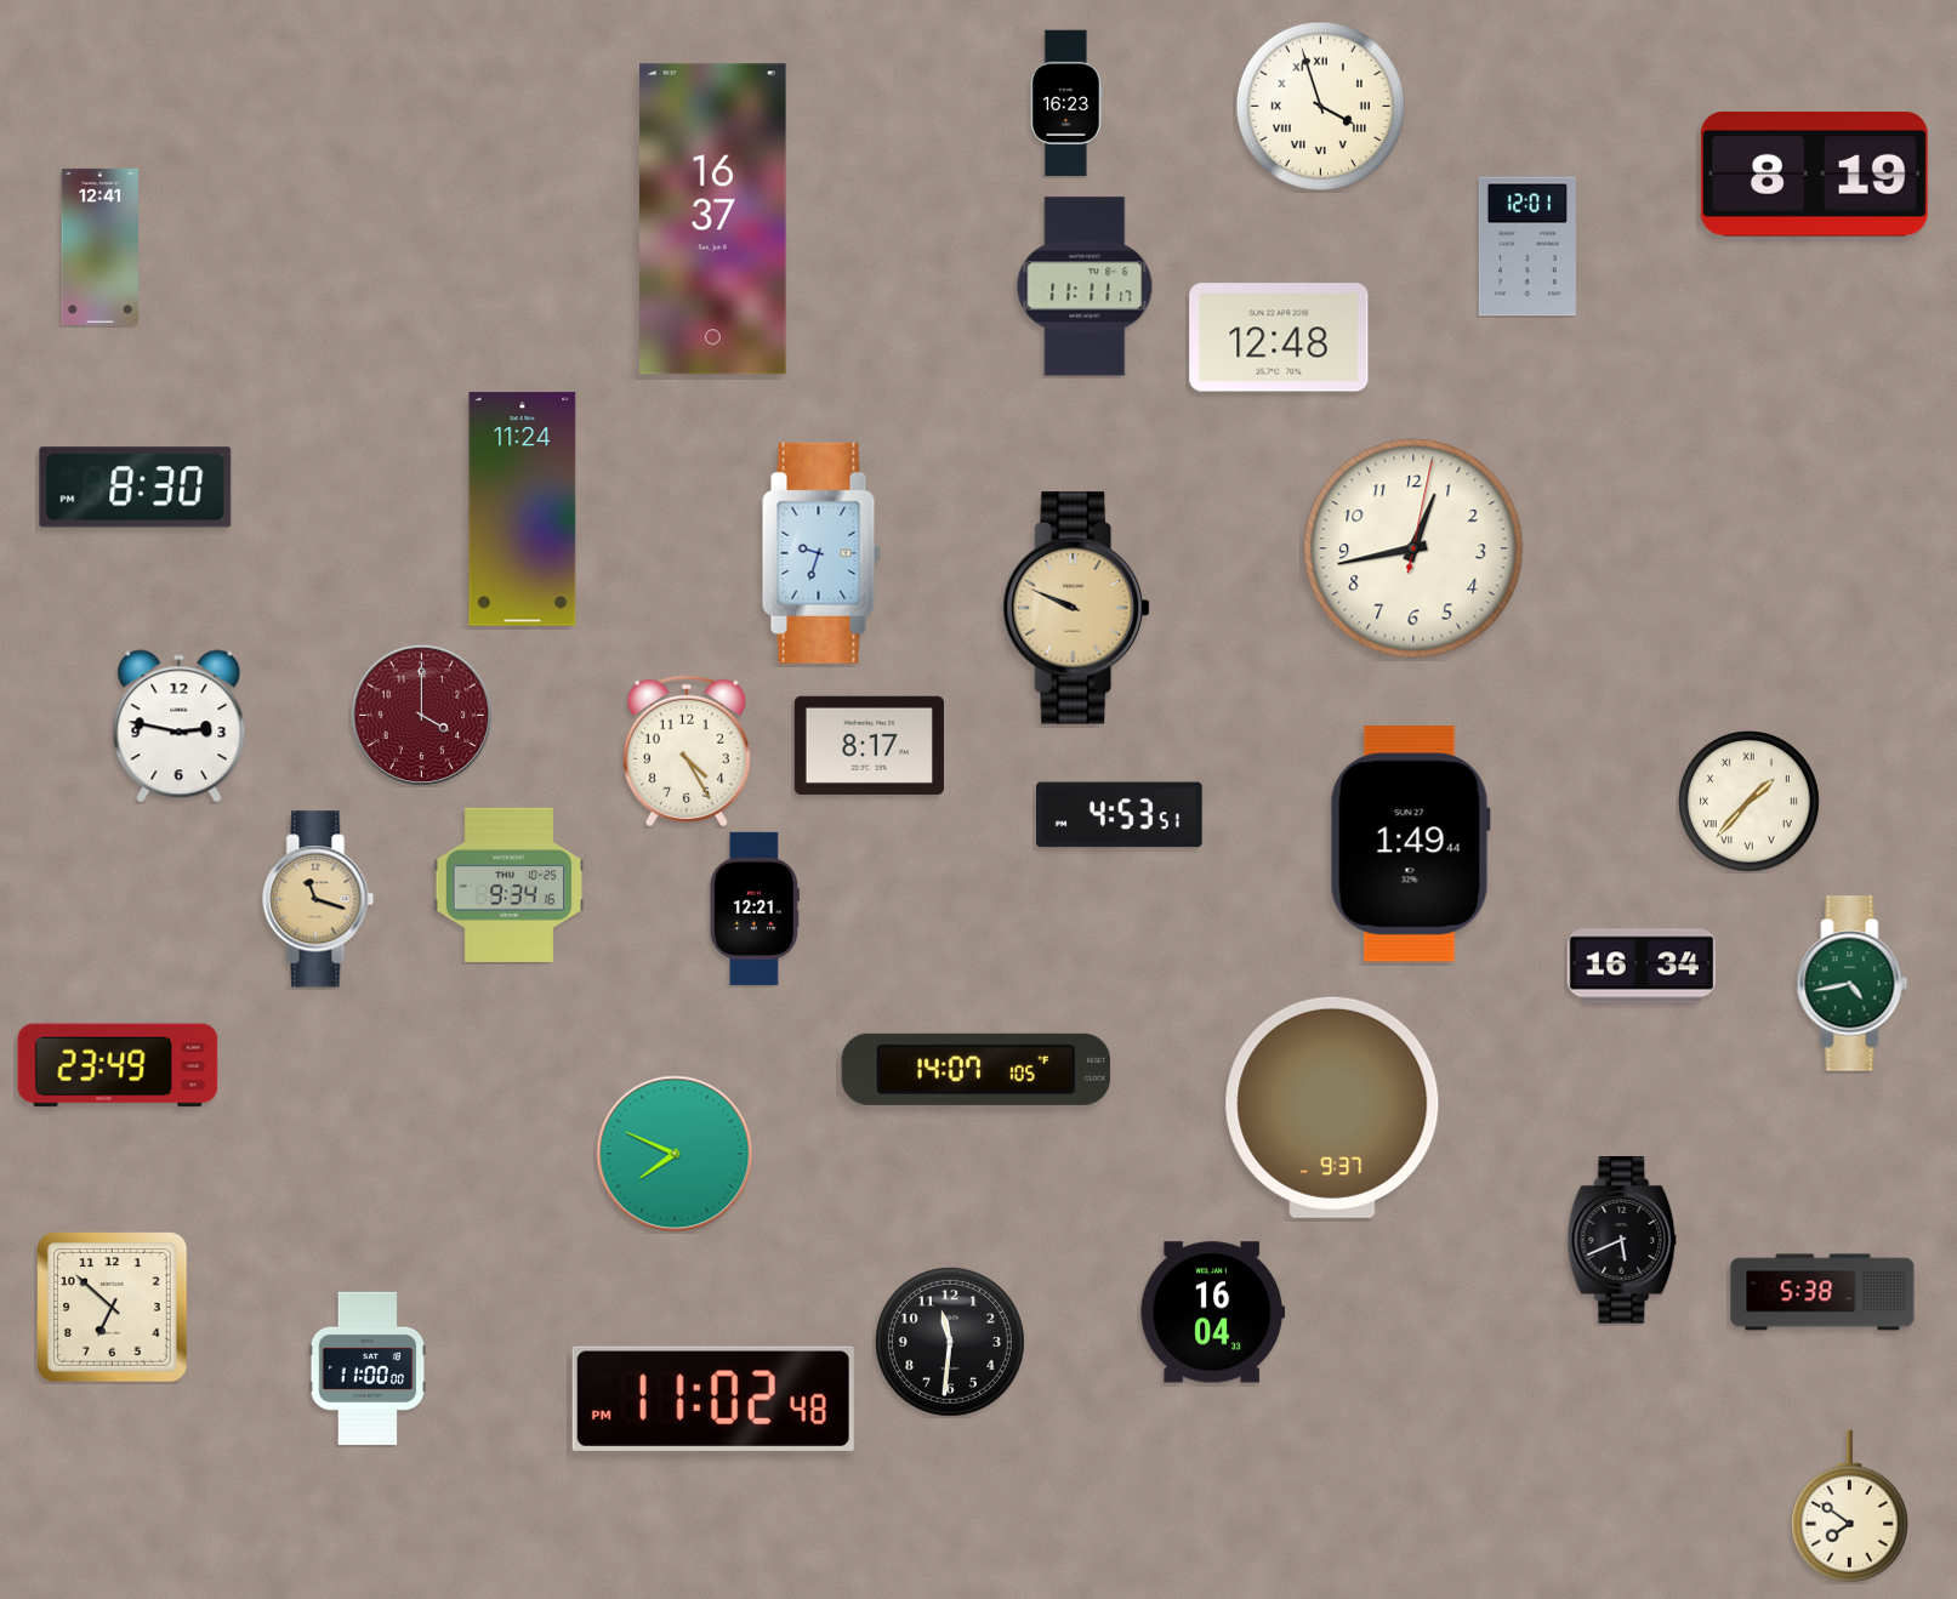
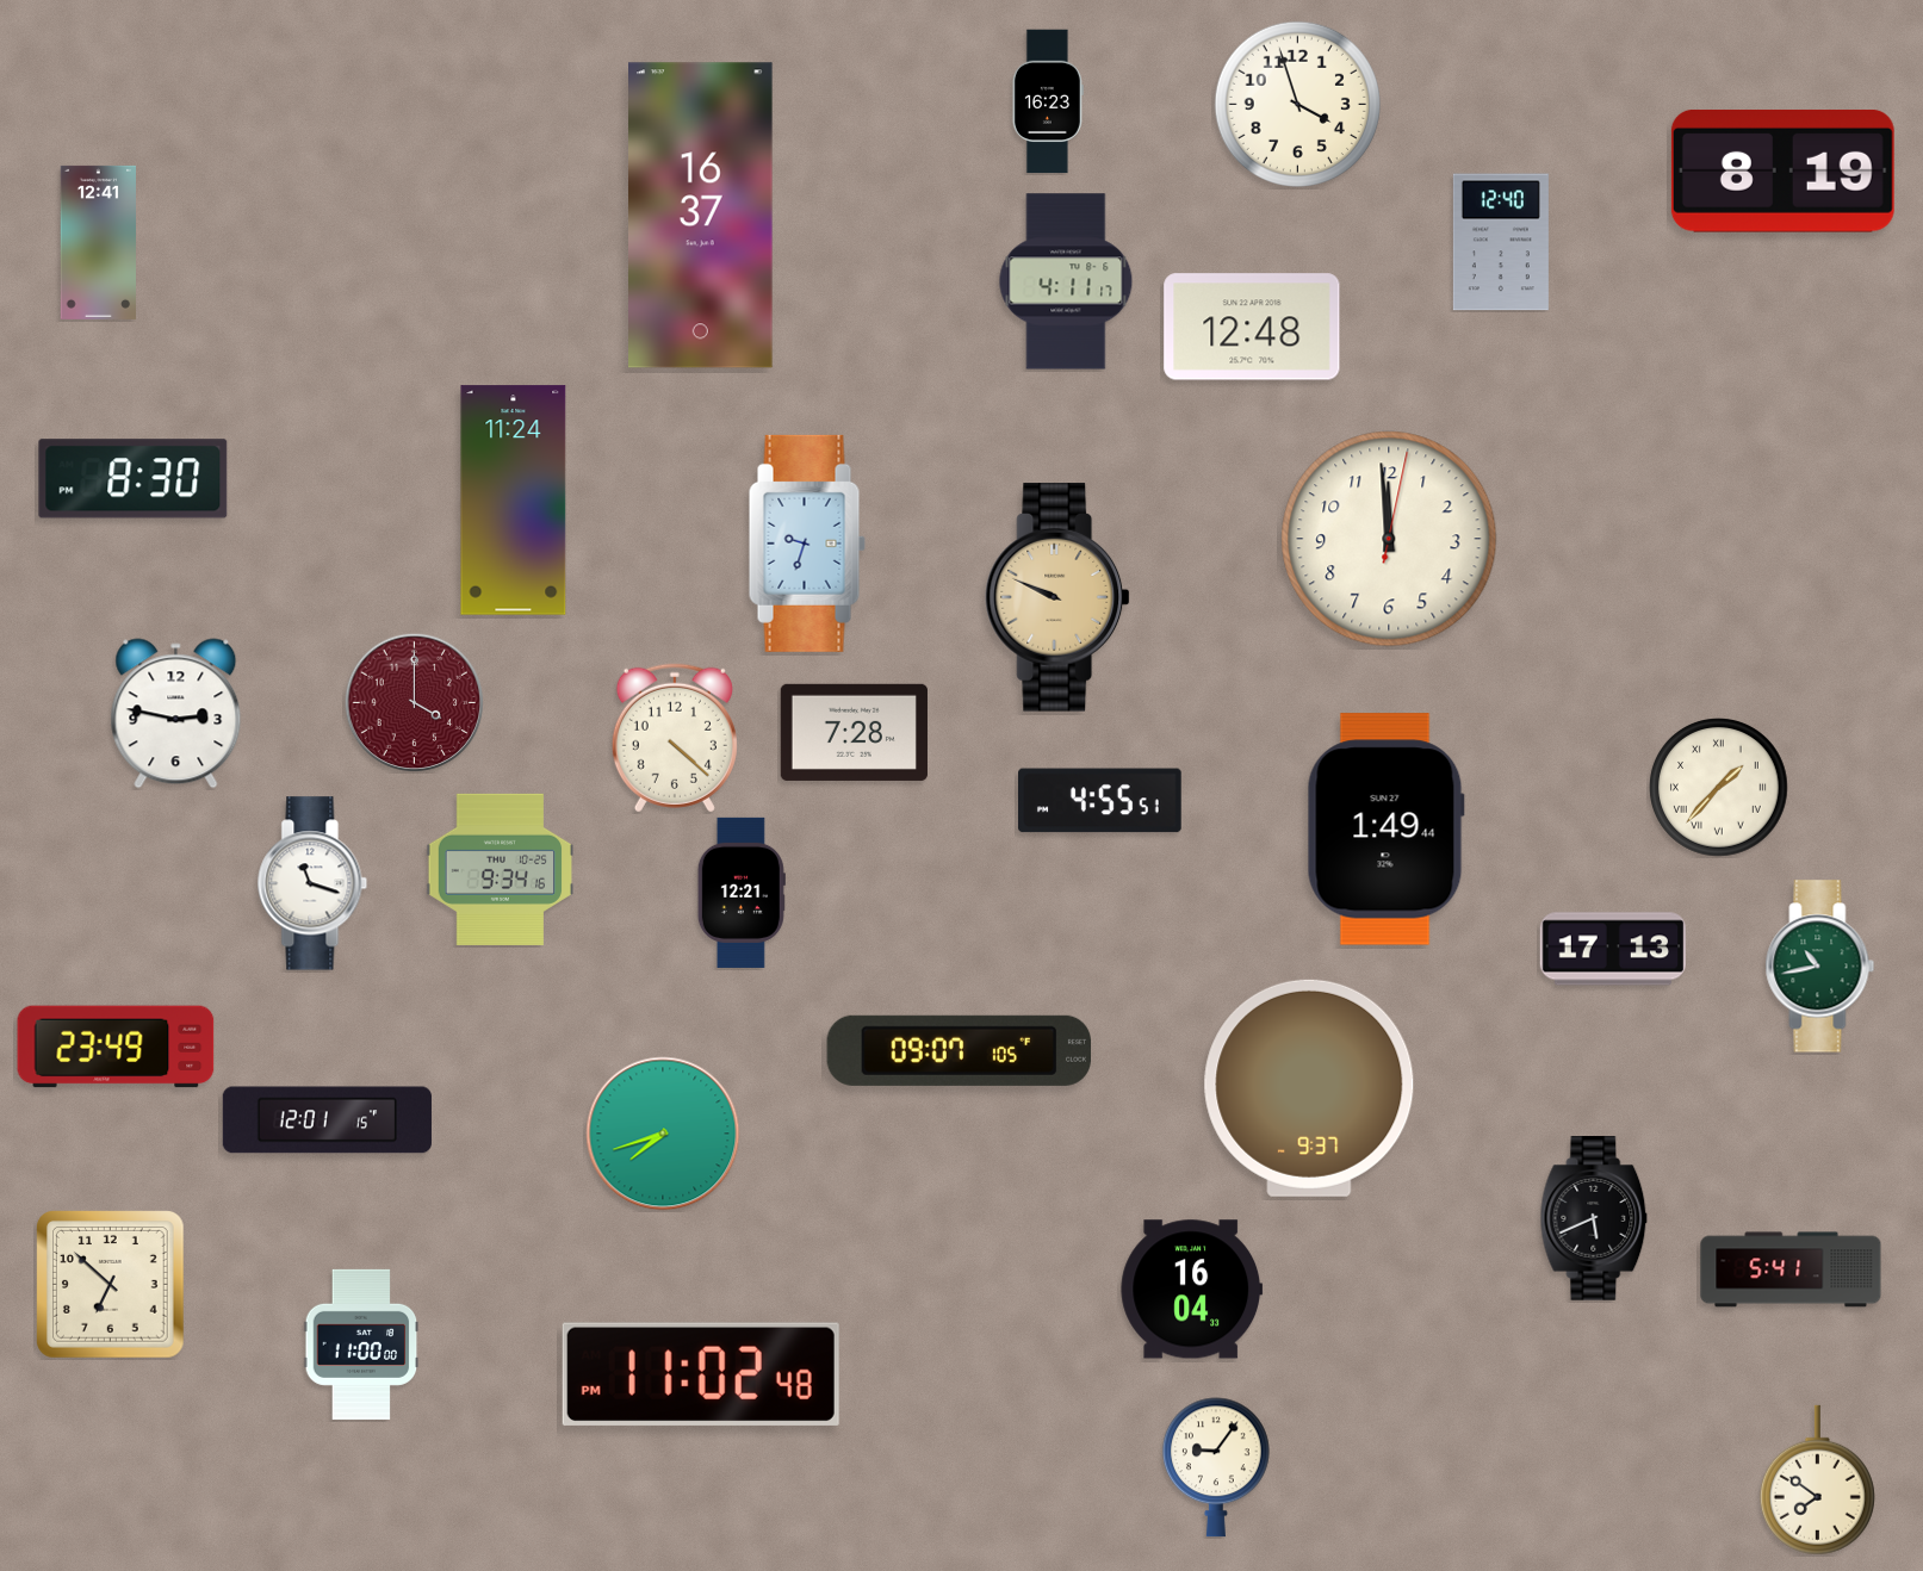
clock at (1320, 106) numerals: Roman -> Arabic
clock at (1528, 246): 12:01 -> 12:40
clock at (1085, 286): 11:11 -> 4:11
clock at (1279, 337) position: (1279, 337) -> (1252, 327)
clock at (1413, 548): 12:43 -> 11:59
clock at (869, 745): 8:17 -> 7:28
clock at (687, 751): 4:25 -> 4:22
clock at (1120, 815): 4:53 -> 4:55
clock at (318, 899) dial: champagne -> white
clock at (1640, 966): 16:34 -> 17:13
clock at (1853, 984): 4:43 -> 10:43
clock at (975, 1069): 14:07 -> 09:07
clock at (327, 1120): none -> 12:01
clock at (675, 1154): 7:49 -> 7:42
clock at (1822, 1292): 5:38 -> 5:41
clock at (950, 1342): 11:31 -> none
clock at (1216, 1467): none -> 9:06
